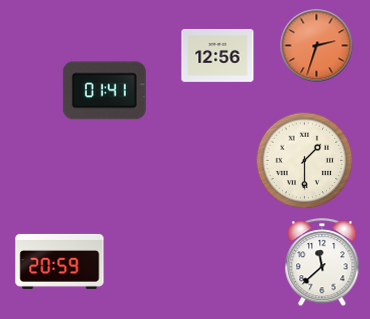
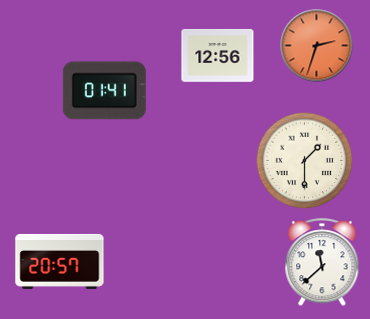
clock at (60, 261): 20:59 -> 20:57
